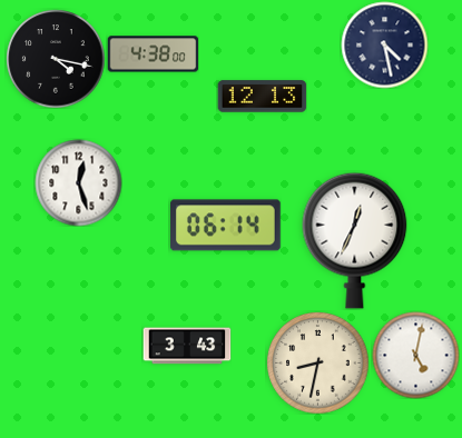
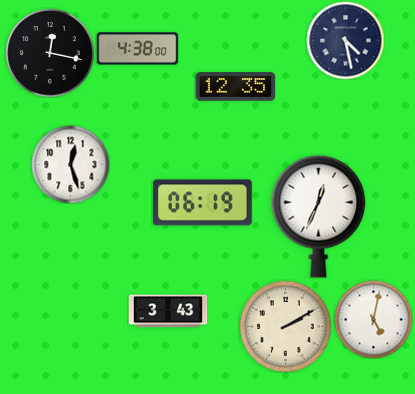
clock at (56, 59): 4:17 -> 12:17
clock at (262, 97): 12:13 -> 12:35
clock at (226, 226): 06:14 -> 06:19
clock at (317, 362): 8:32 -> 2:10
